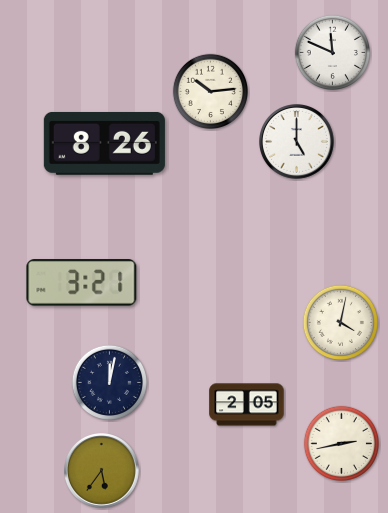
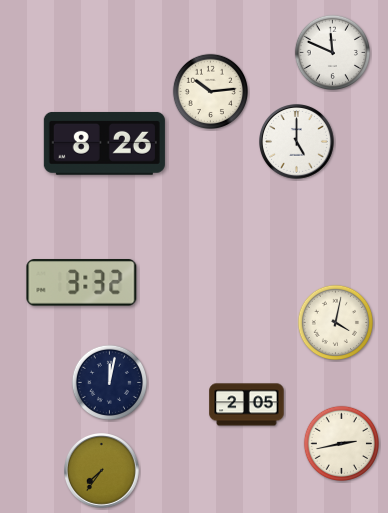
clock at (82, 283): 3:21 -> 3:32
clock at (340, 322) position: (340, 322) -> (335, 322)
clock at (102, 471): 5:36 -> 7:36
